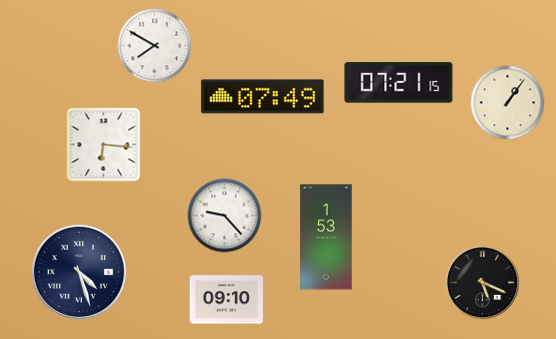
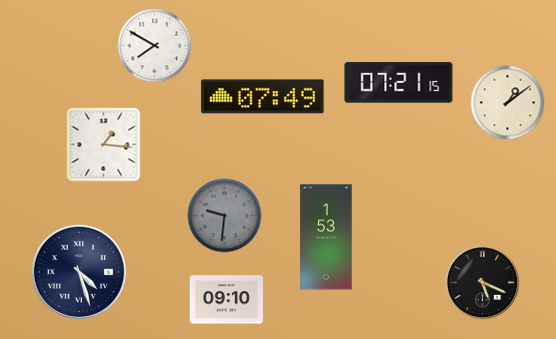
clock at (508, 103): 1:06 -> 1:09
clock at (104, 145): 6:16 -> 1:16
clock at (225, 216): 9:23 -> 9:31
clock at (225, 216) dial: white -> grey
